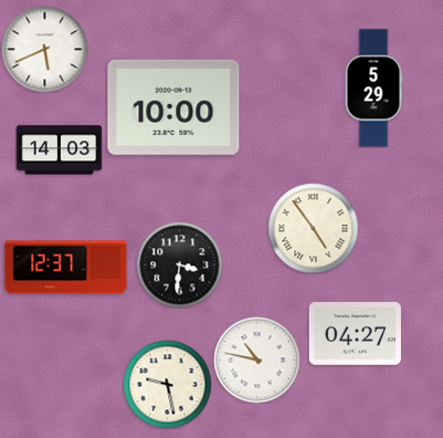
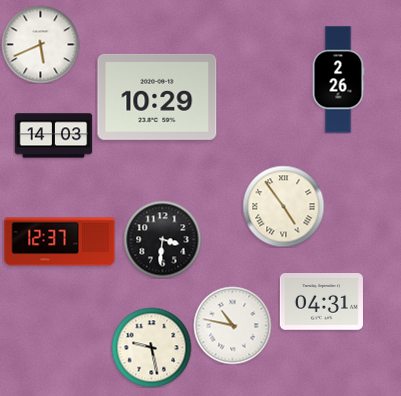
clock at (373, 88): 5:29 -> 2:26
clock at (173, 107): 10:00 -> 10:29
clock at (355, 334): 04:27 -> 04:31
